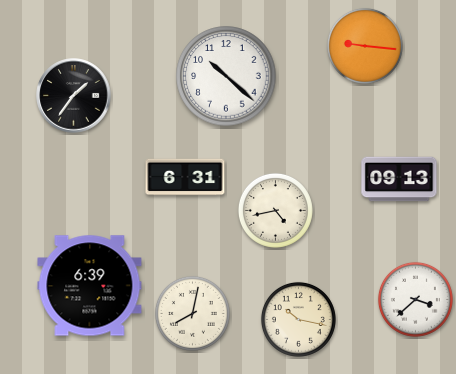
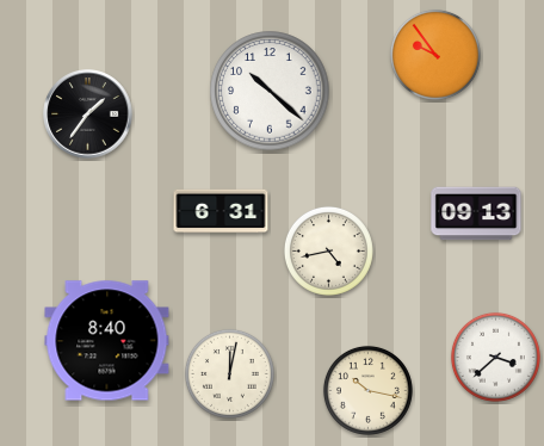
clock at (365, 46): 9:16 -> 9:54
clock at (90, 286): 6:39 -> 8:40
clock at (192, 313): 8:02 -> 12:02
clock at (298, 319) position: (298, 319) -> (367, 390)
